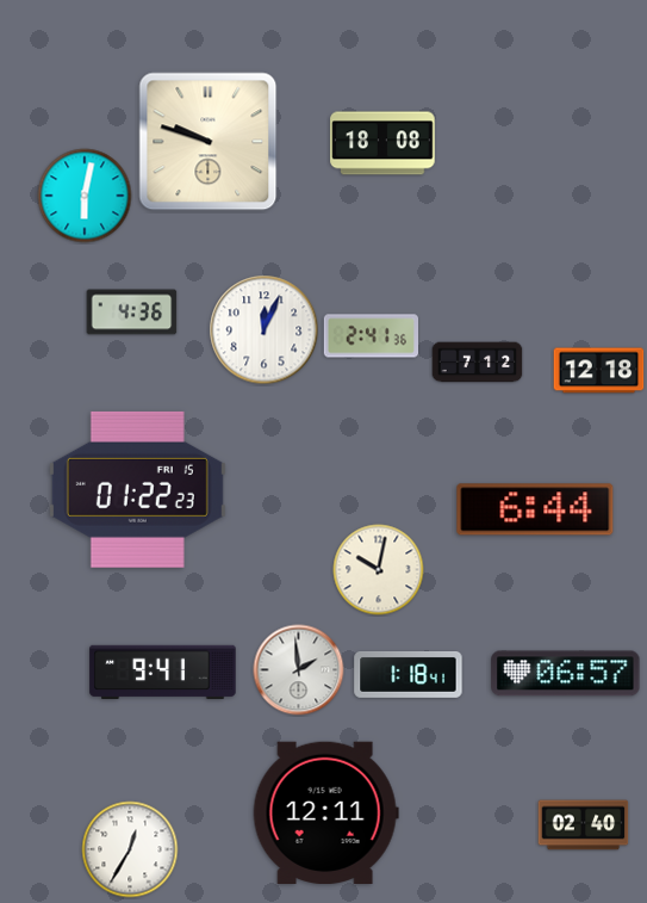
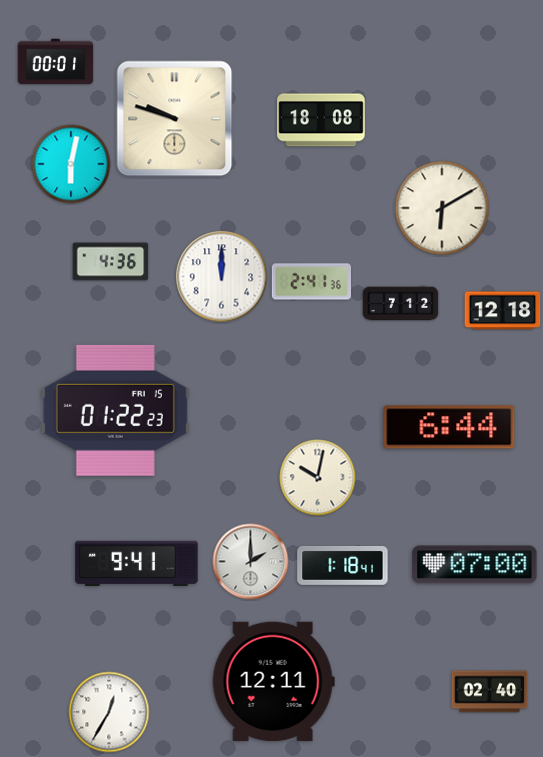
clock at (56, 62): none -> 00:01
clock at (442, 208): none -> 6:10
clock at (265, 330): 12:04 -> 12:00
clock at (299, 670): 1:59 -> 2:00
clock at (566, 674): 06:57 -> 07:00
